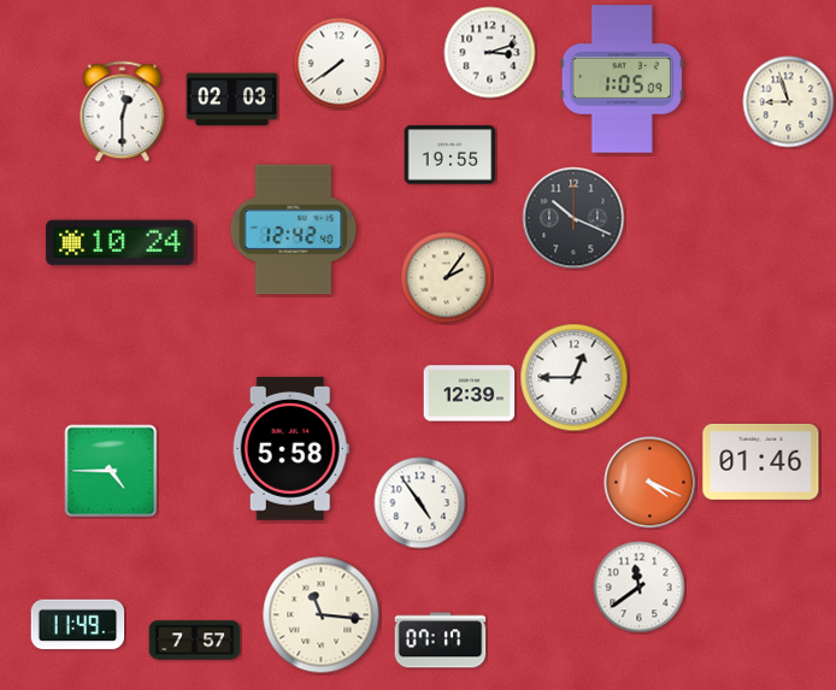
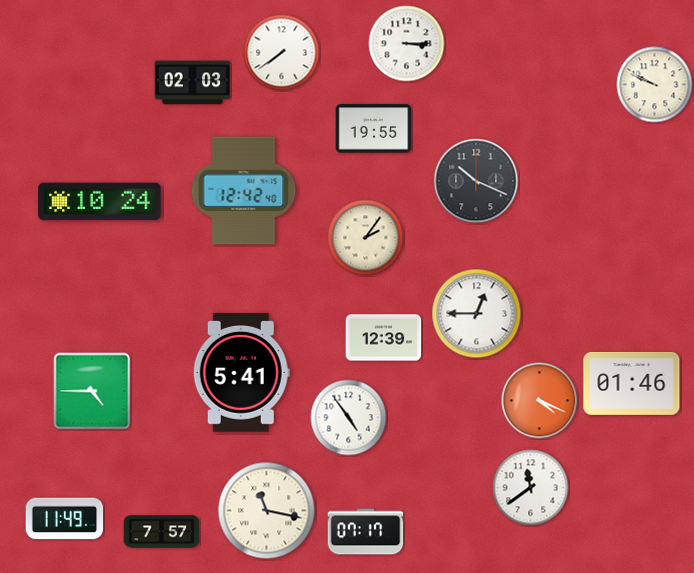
clock at (490, 53): 3:12 -> 3:15
clock at (622, 79): 1:05 -> none
clock at (789, 102): 8:57 -> 9:49
clock at (123, 112): 12:30 -> none
clock at (447, 278) position: (447, 278) -> (366, 238)
clock at (470, 394) position: (470, 394) -> (384, 338)
clock at (290, 448): 5:58 -> 5:41
clock at (322, 615): 11:16 -> 11:17
